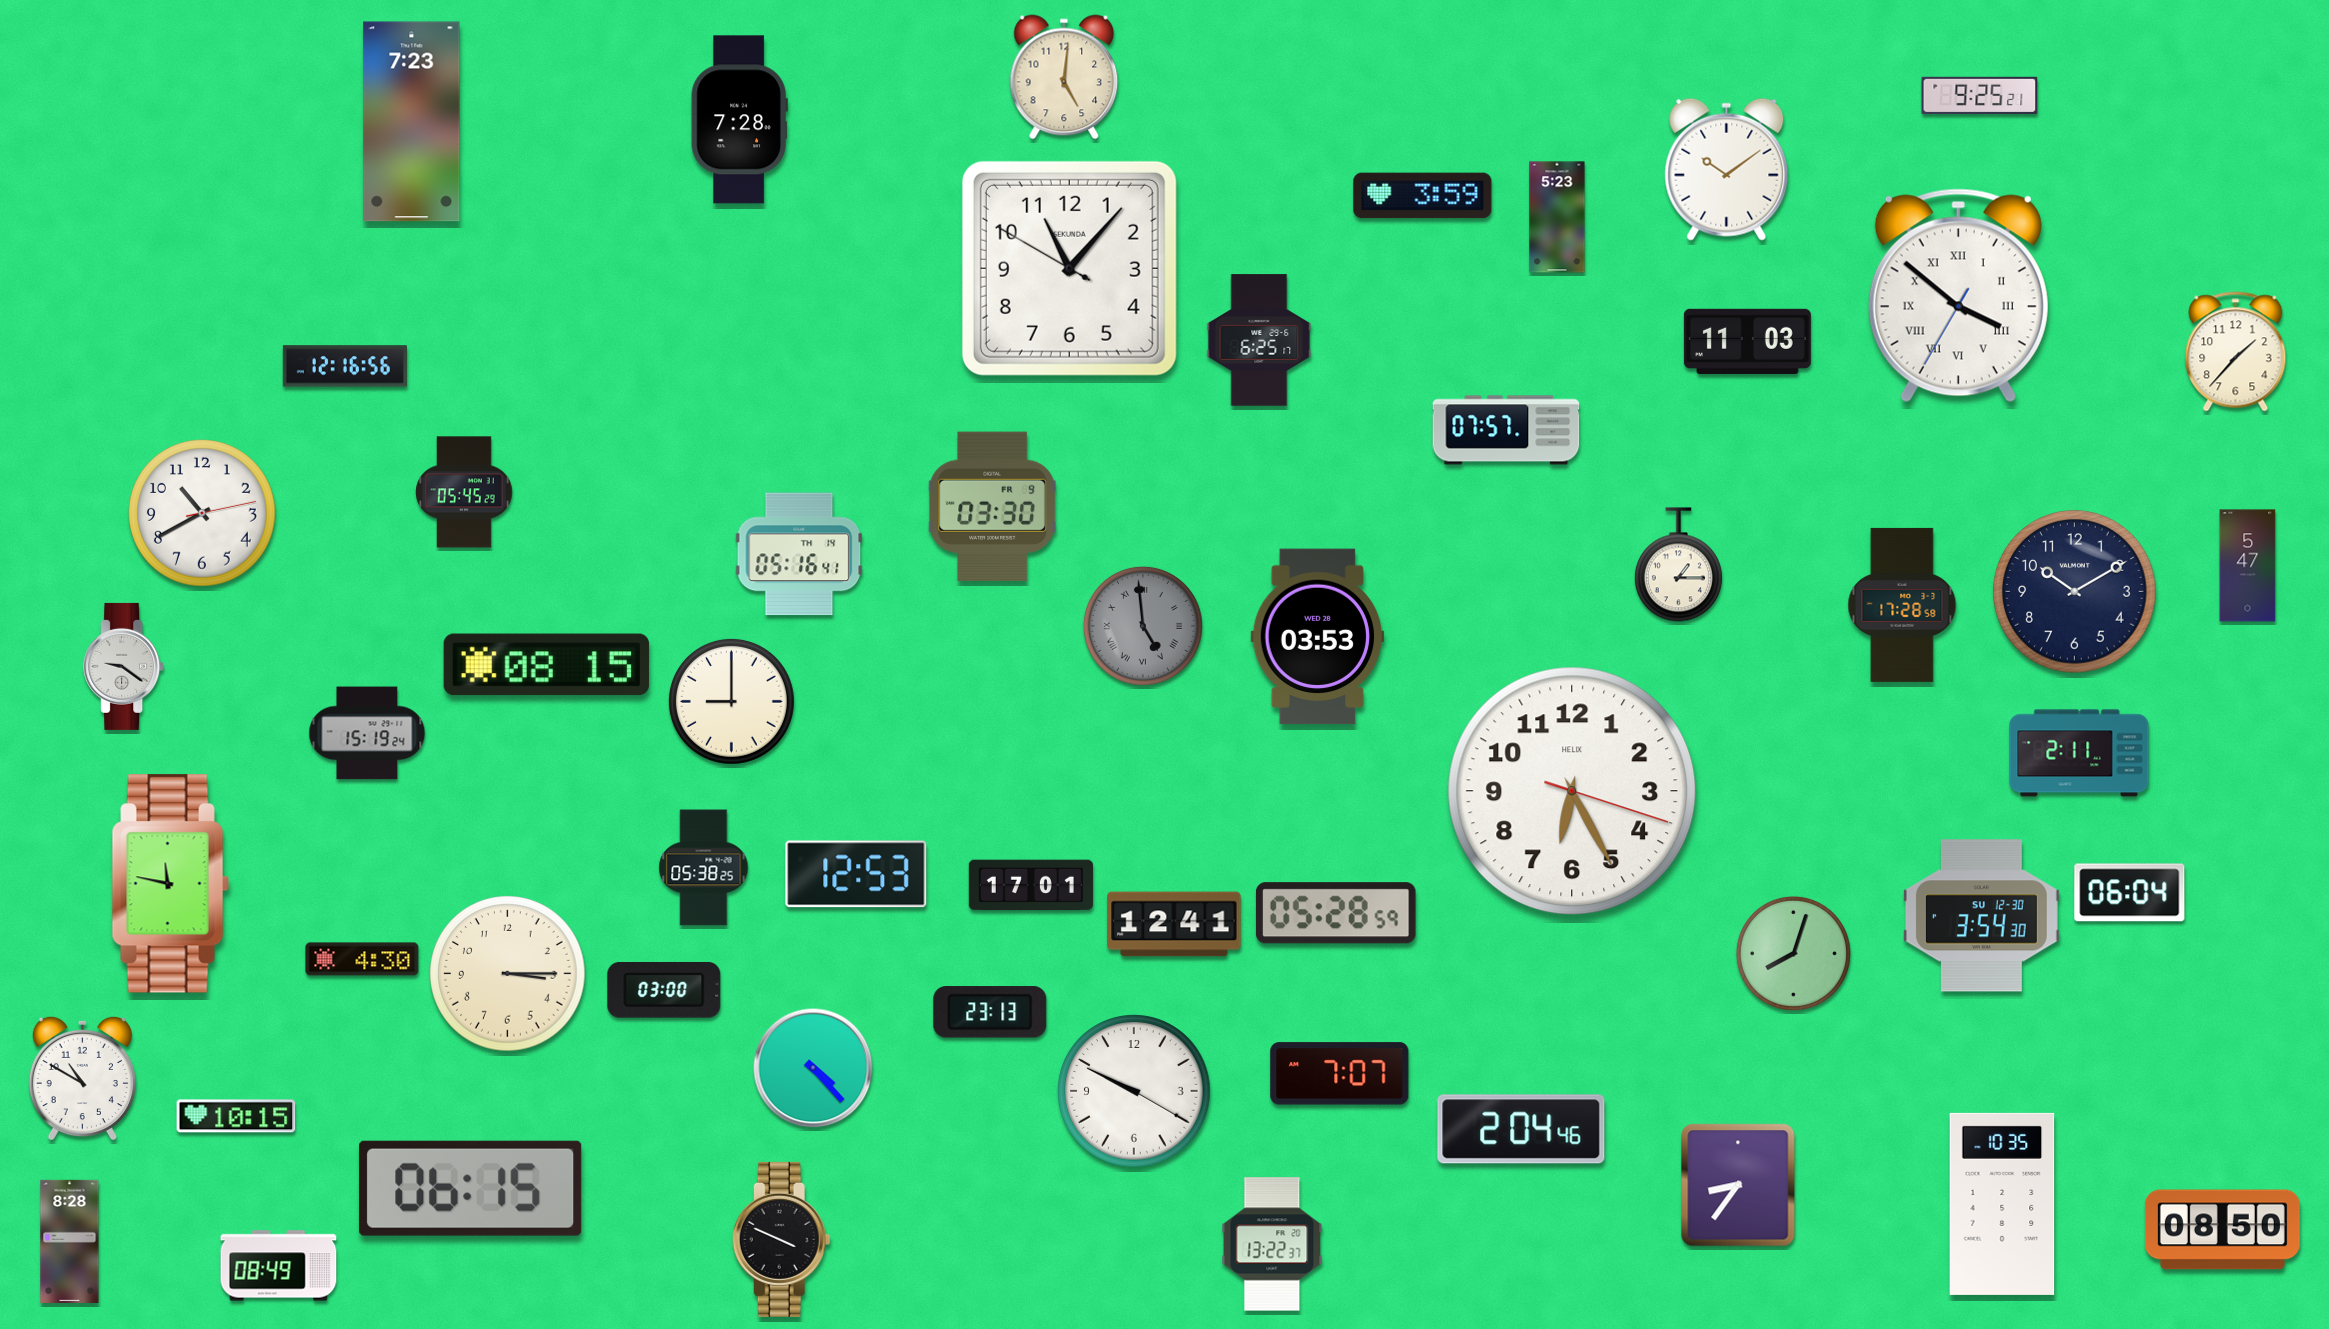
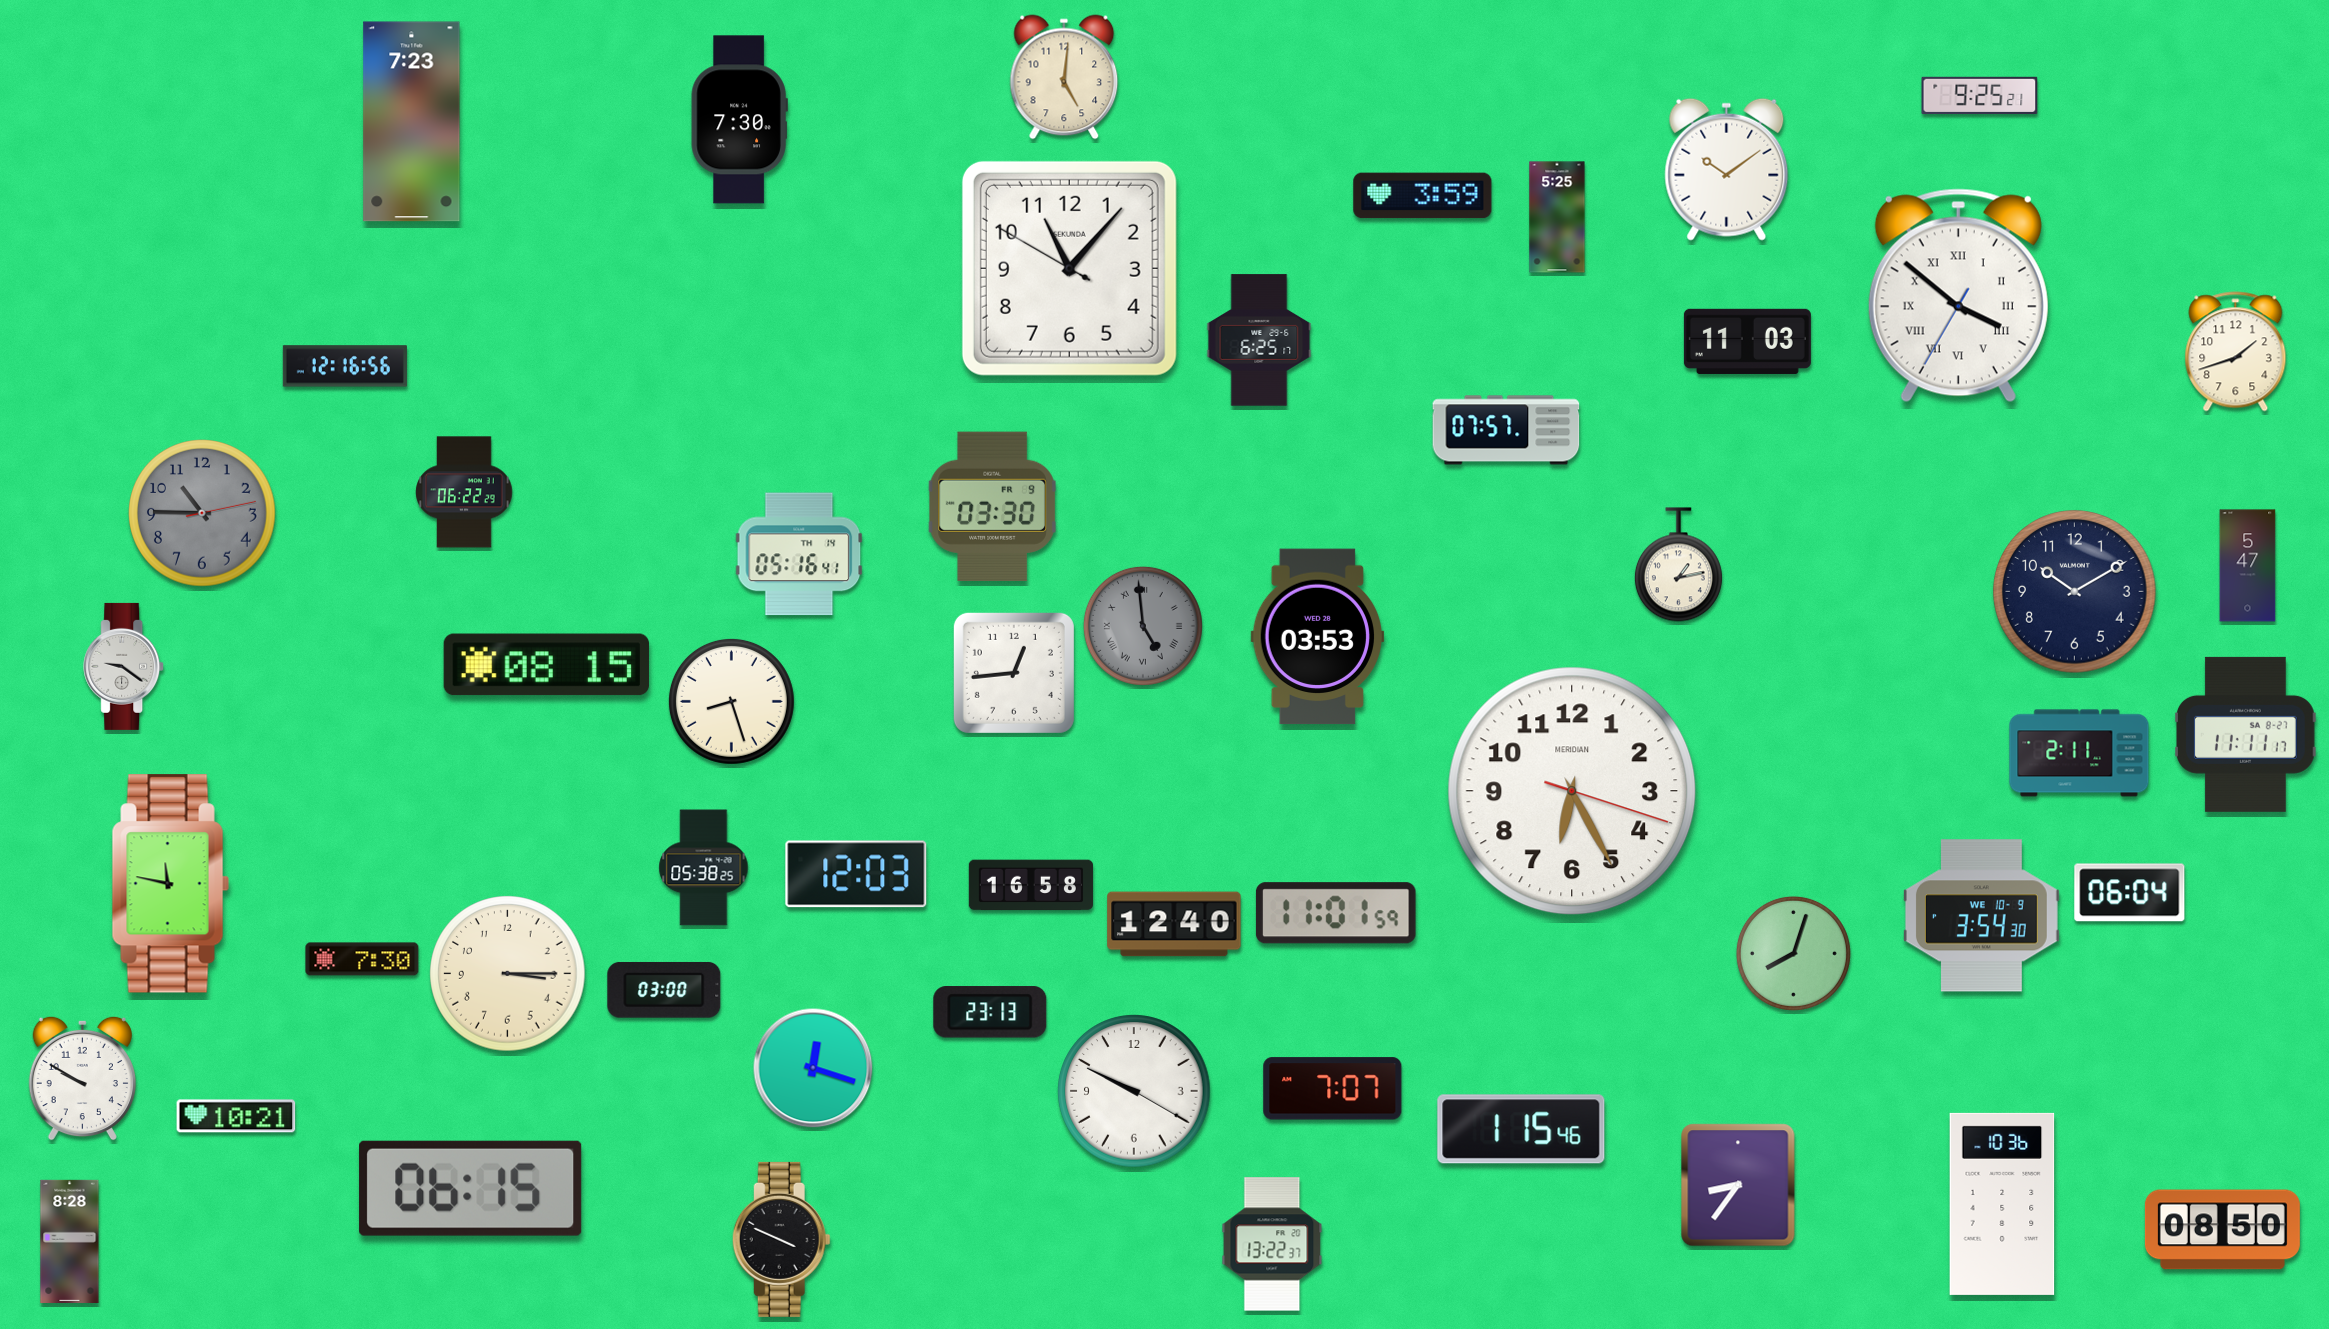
clock at (739, 120): 7:28 -> 7:30
clock at (1557, 217): 5:23 -> 5:25
clock at (2236, 352): 1:37 -> 1:42
clock at (464, 492): 05:45 -> 06:22
clock at (203, 514): 10:40 -> 10:45
clock at (203, 514) dial: white -> grey
clock at (1678, 565): 1:15 -> 1:13
clock at (1902, 605): 17:28 -> none
clock at (1014, 673): none -> 12:44
clock at (731, 701): 9:00 -> 8:27
clock at (367, 733): 15:19 -> none
clock at (2246, 734): none -> 11:11
clock at (1572, 791) brand: HELIX -> MERIDIAN
clock at (856, 874): 12:53 -> 12:03
clock at (1031, 885): 17:01 -> 16:58
clock at (1336, 913): 05:28 -> 11:01
clock at (1981, 916) date: SU 12-30 -> WE 10-9
clock at (1174, 924): 12:41 -> 12:40
clock at (362, 959): 4:30 -> 7:30
clock at (813, 1068): 4:23 -> 12:18
clock at (1340, 1074) position: (1340, 1074) -> (1333, 1089)
clock at (82, 1078): 10:50 -> 9:50
clock at (236, 1116): 10:15 -> 10:21
clock at (1521, 1129): 2:04 -> 1:15
clock at (2002, 1204): 10:35 -> 10:36
clock at (279, 1266): 08:49 -> none
